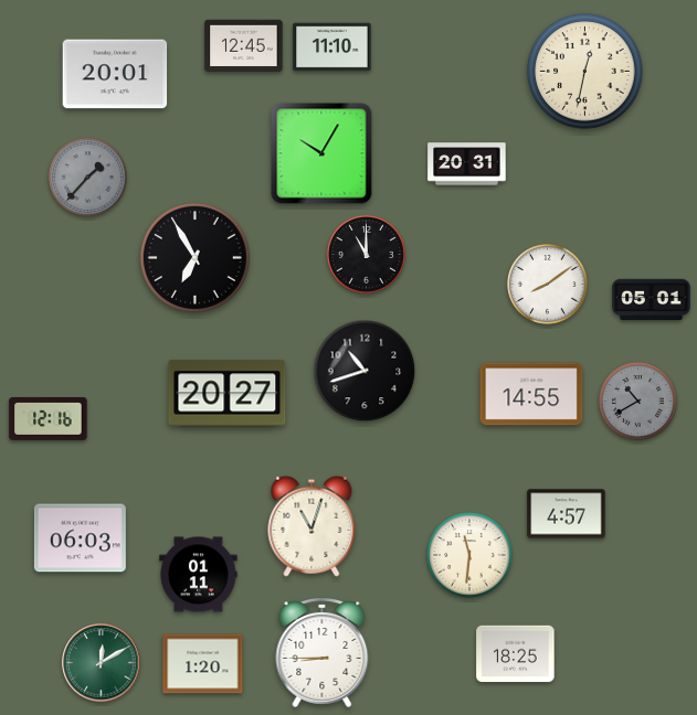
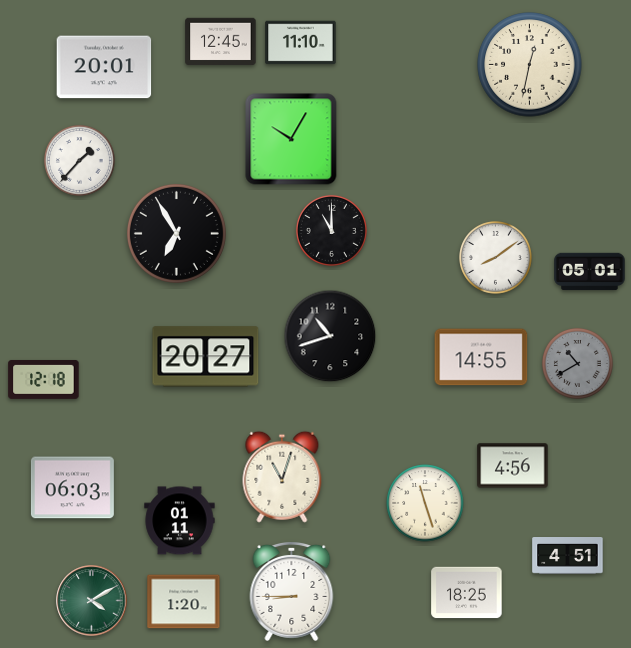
clock at (467, 164): 20:31 -> none
clock at (87, 177) dial: grey -> white
clock at (49, 418): 12:16 -> 12:18
clock at (567, 514): 4:57 -> 4:56
clock at (469, 555): 11:31 -> 11:27
clock at (568, 556): none -> 4:51
clock at (102, 663): 12:10 -> 4:10
